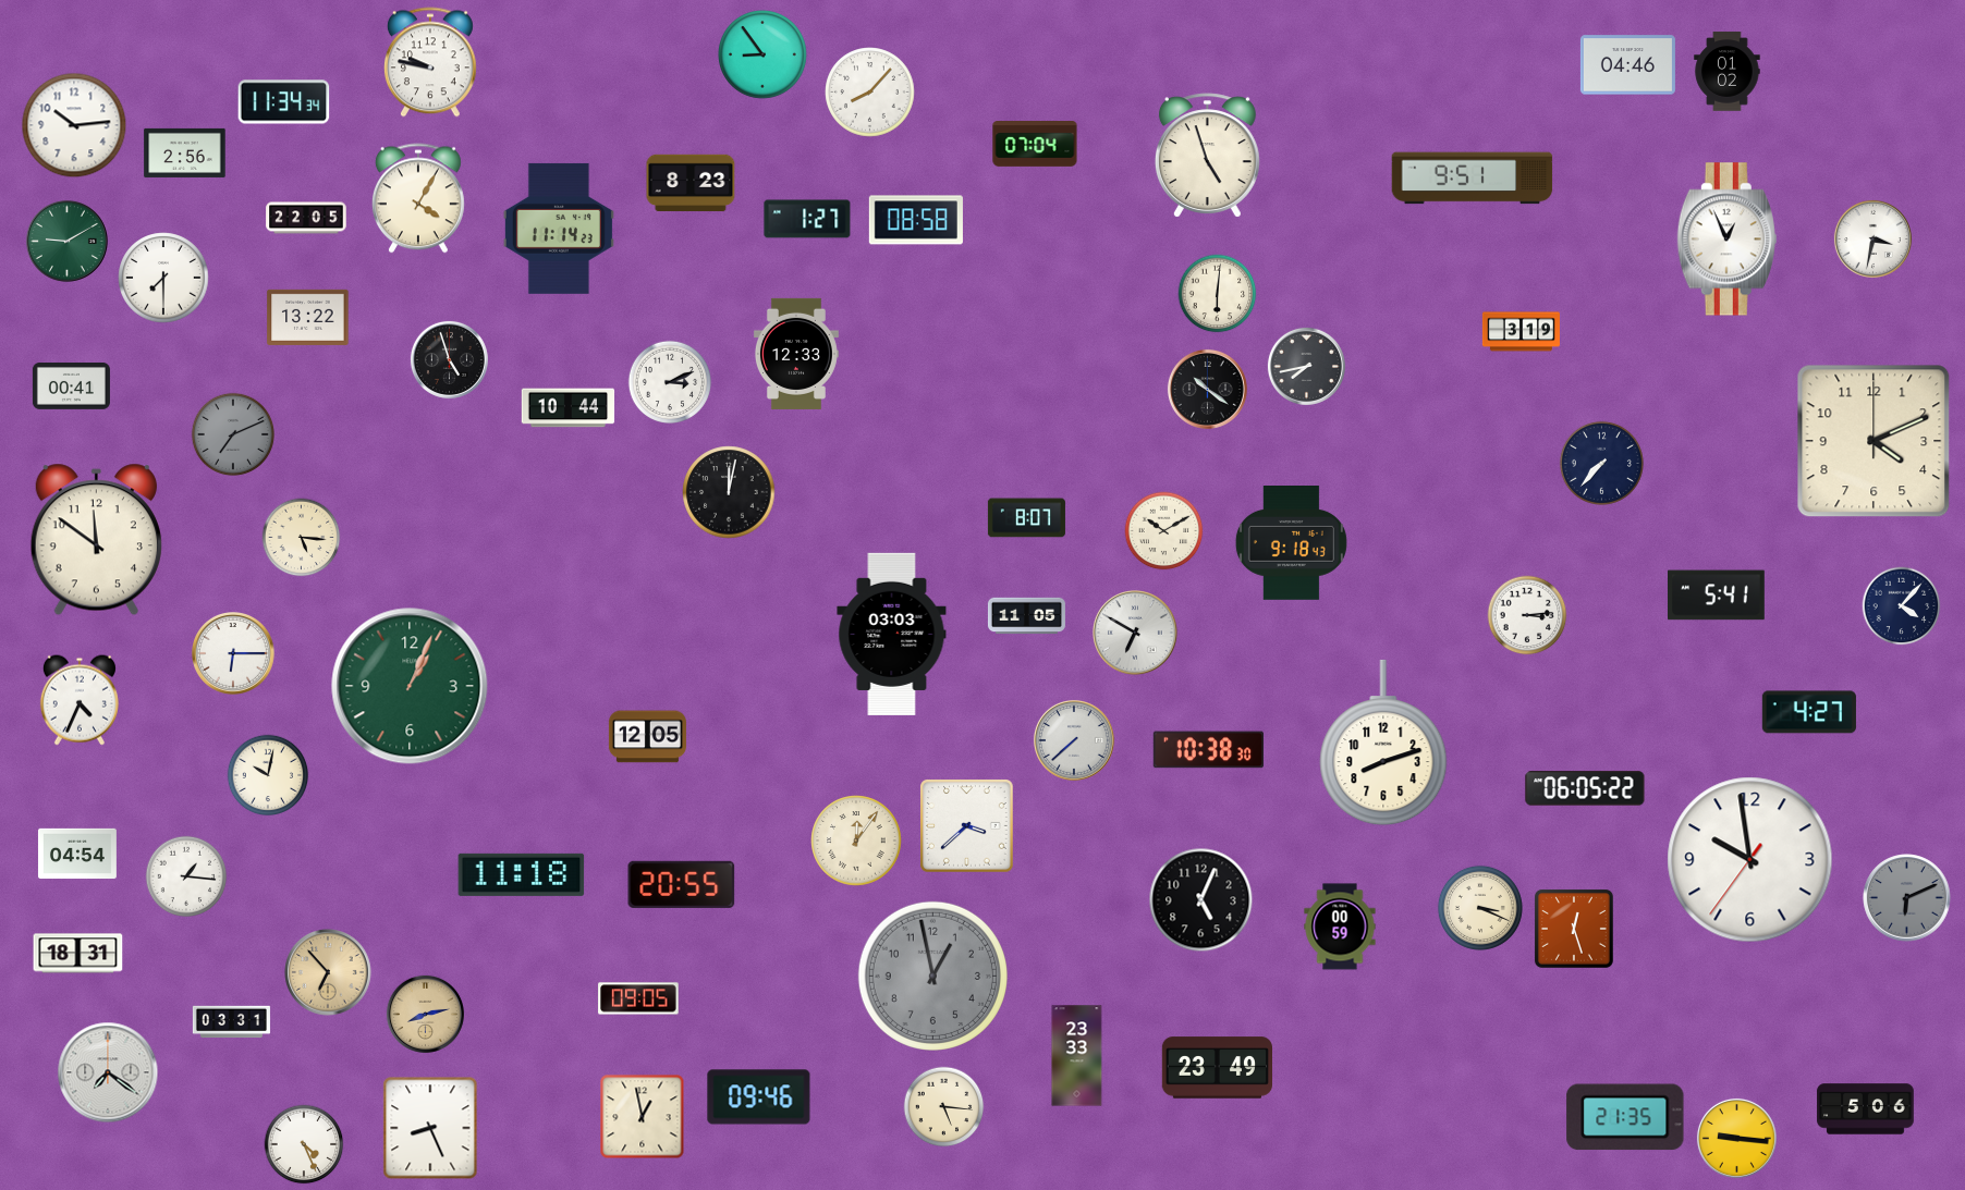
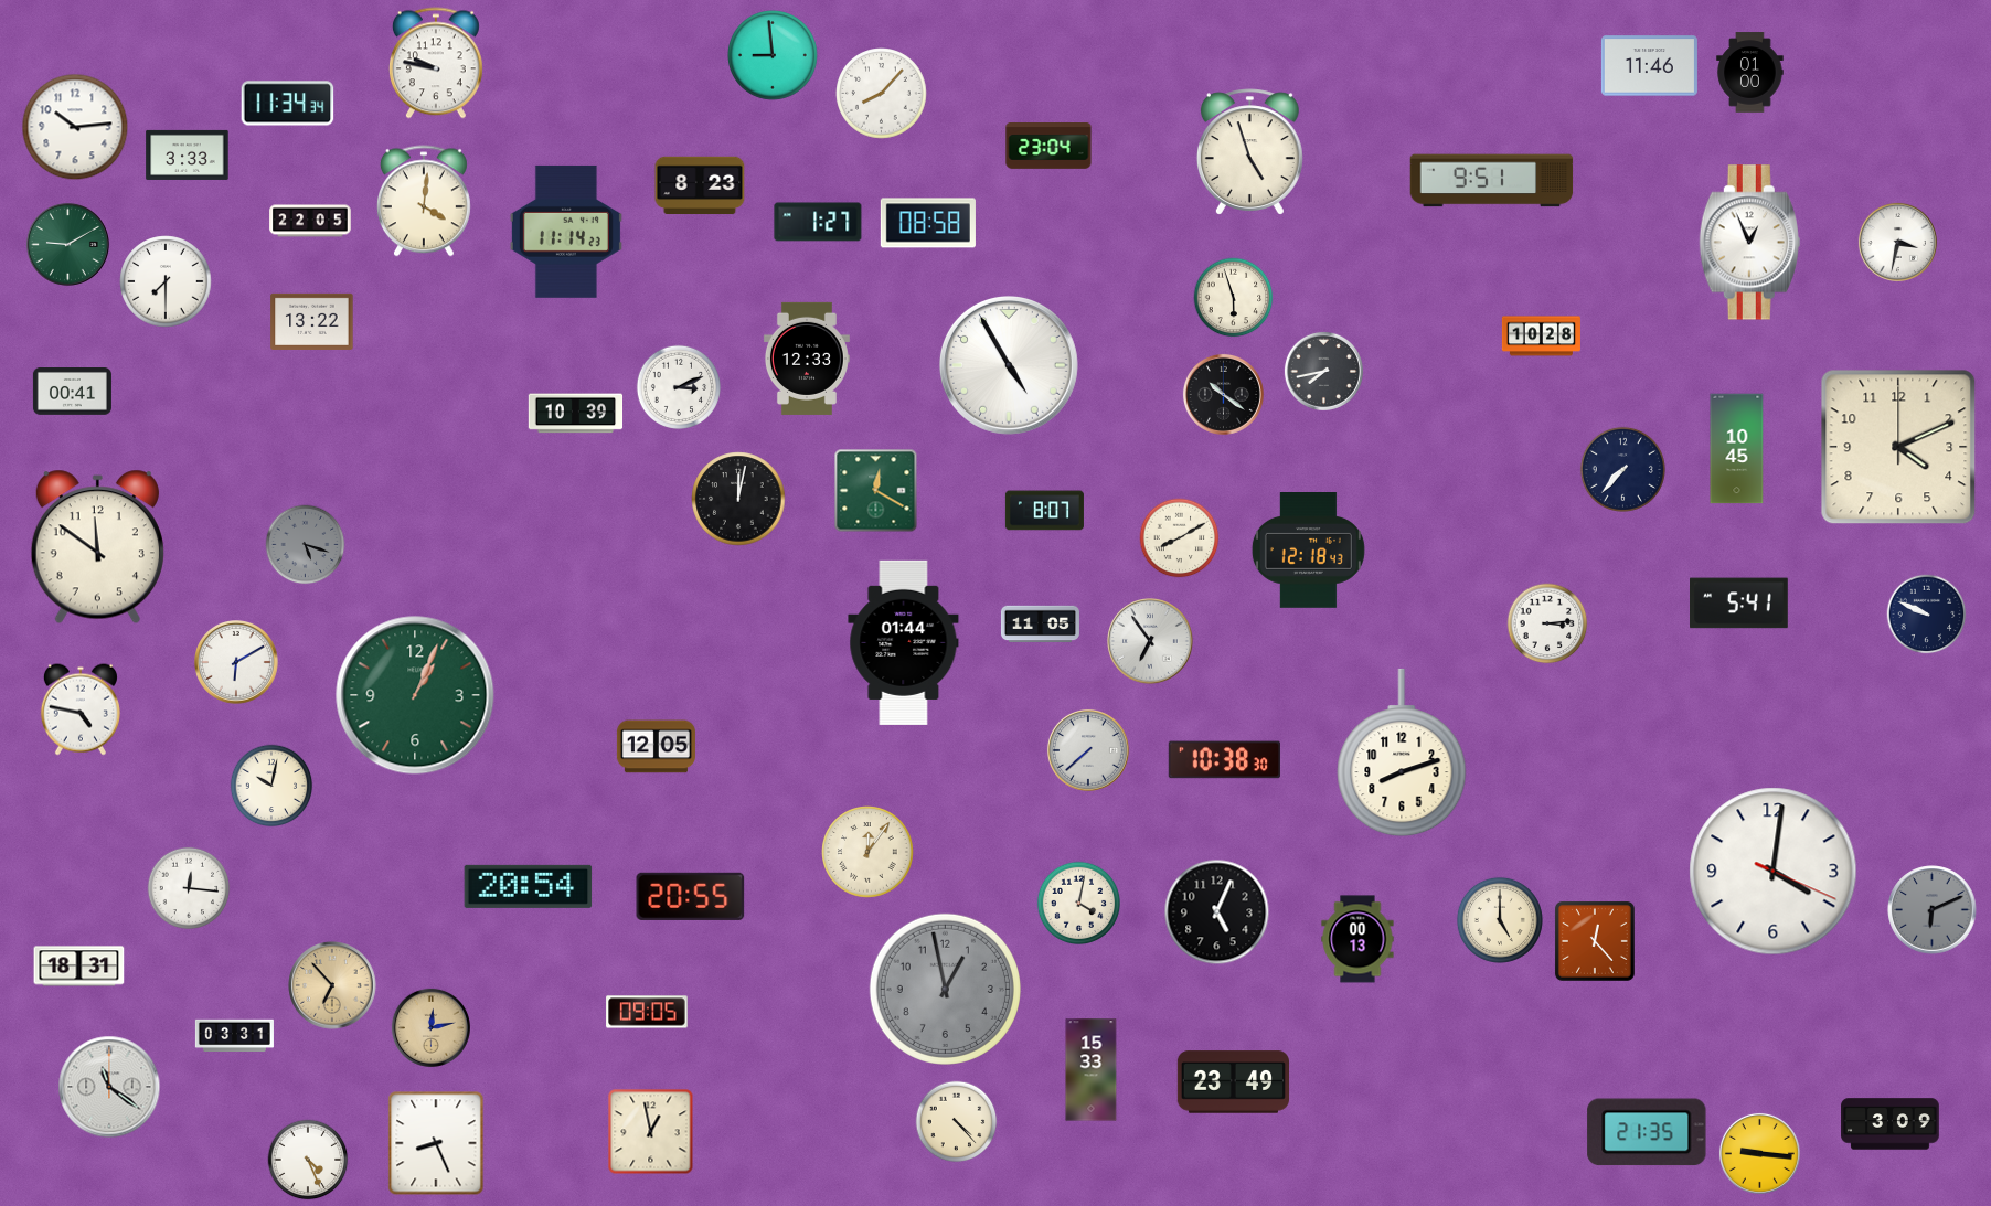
clock at (764, 56): 8:54 -> 8:59
clock at (1627, 65): 04:46 -> 11:46
clock at (1728, 72): 01:02 -> 01:00
clock at (1035, 145): 07:04 -> 23:04
clock at (185, 152): 2:56 -> 3:33
clock at (1207, 156) position: (1207, 156) -> (1249, 152)
clock at (418, 198): 4:05 -> 4:01
clock at (1218, 294): 6:01 -> 5:57
clock at (1521, 332): 3:19 -> 10:28
clock at (449, 359): 4:57 -> none
clock at (1009, 365): none -> 4:55
clock at (569, 408): 10:44 -> 10:39
clock at (232, 433): 7:11 -> none
clock at (1737, 449): none -> 10:45
clock at (876, 491): none -> 12:20
clock at (1026, 518) position: (1026, 518) -> (1044, 511)
clock at (1164, 531): 10:10 -> 8:10
clock at (302, 538): 5:16 -> 5:18
clock at (302, 538) dial: cream -> grey
clock at (1291, 543): 9:18 -> 12:18
clock at (1902, 606): 4:07 -> 9:49
clock at (1135, 633): 6:50 -> 6:54
clock at (892, 634): 03:03 -> 01:44
clock at (234, 654): 6:15 -> 6:10
clock at (80, 700): 4:34 -> 4:47
clock at (1809, 712): 4:27 -> none
clock at (1585, 788): 06:05 -> none
clock at (967, 826): 3:38 -> none
clock at (77, 854): 04:54 -> none
clock at (1750, 860): 9:58 -> 4:01
clock at (522, 874): 11:18 -> 20:54
clock at (186, 876): 1:16 -> 12:16
clock at (1079, 904): none -> 4:02
clock at (1480, 908): 3:19 -> 5:00
clock at (1340, 927): 00:59 -> 00:13
clock at (1574, 929): 12:27 -> 12:23
clock at (425, 1014): 8:13 -> 12:13
clock at (1077, 1056): 23:33 -> 15:33
clock at (108, 1072): 7:21 -> 11:21
clock at (759, 1097): 09:46 -> none
clock at (944, 1107): 5:16 -> 4:23
clock at (1866, 1109): 5:06 -> 3:09
